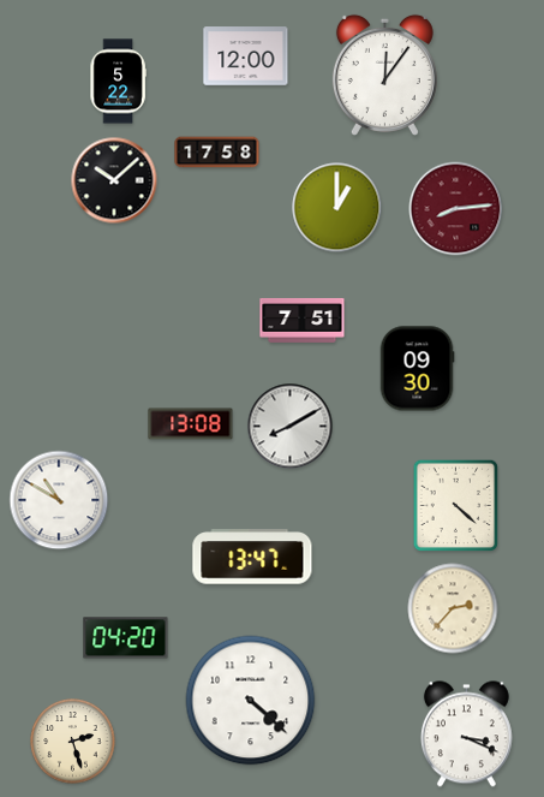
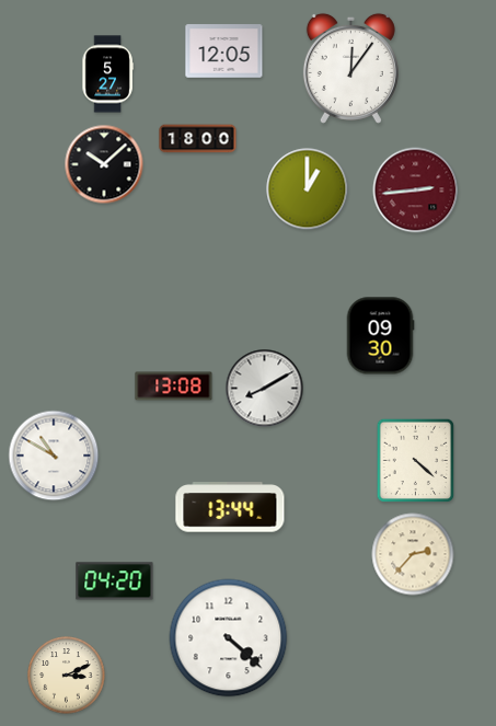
clock at (246, 56): 12:00 -> 12:05
clock at (118, 82): 5:22 -> 5:27
clock at (217, 153): 17:58 -> 18:00
clock at (456, 209): 8:14 -> 2:44
clock at (303, 321): 7:51 -> none
clock at (252, 557): 13:47 -> 13:44
clock at (466, 734): 3:19 -> none
clock at (73, 742): 2:27 -> 3:11
